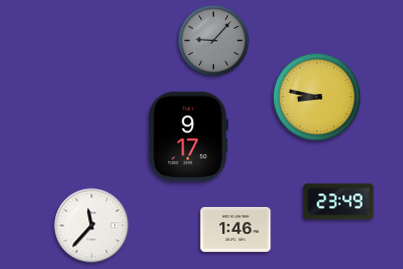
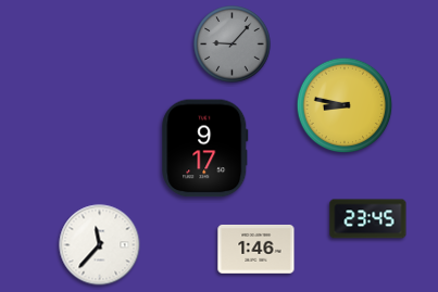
clock at (339, 202): 23:49 -> 23:45
